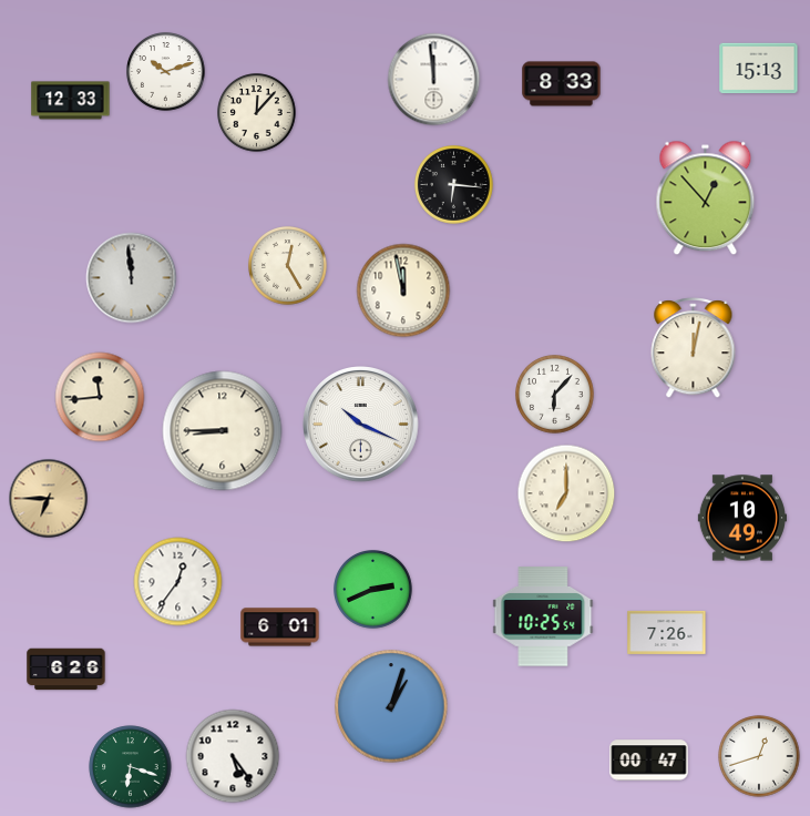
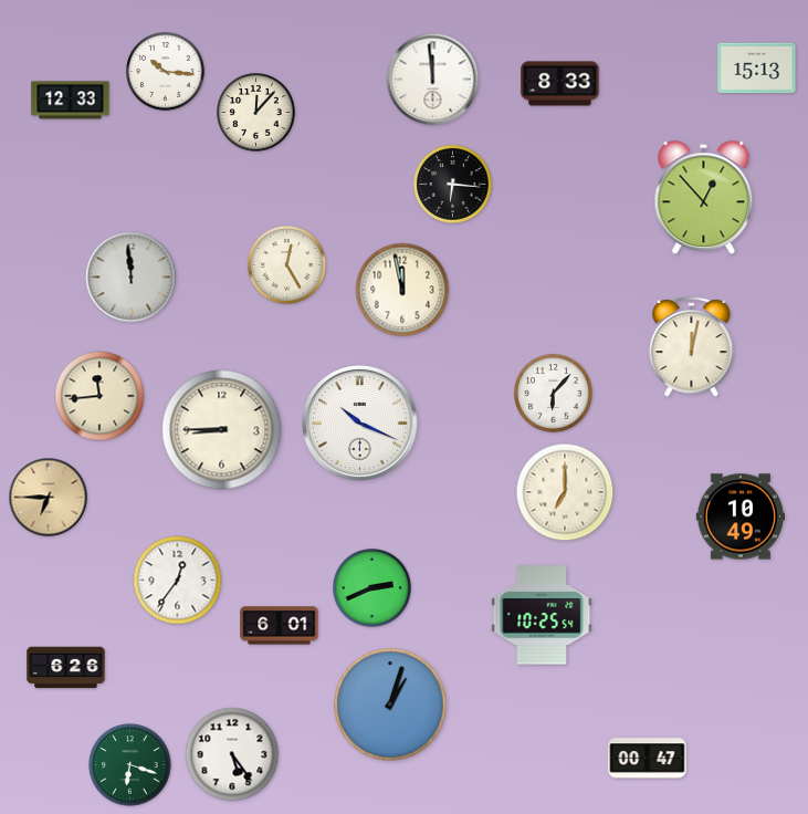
clock at (166, 72): 10:12 -> 10:16
clock at (667, 632): 7:26 -> none
clock at (759, 756): 12:42 -> none
